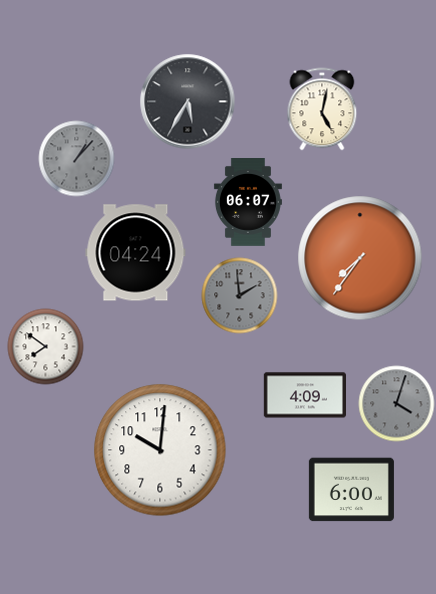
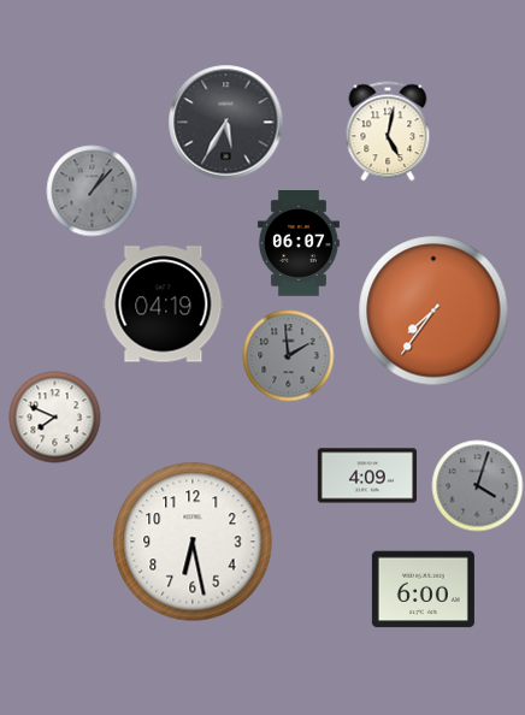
clock at (136, 253): 04:24 -> 04:19
clock at (46, 347): 7:51 -> 7:49
clock at (160, 450): 10:01 -> 6:28
